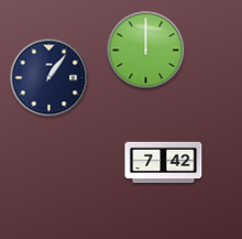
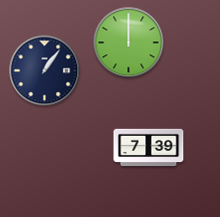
clock at (146, 51) position: (146, 51) -> (129, 43)
clock at (164, 163): 7:42 -> 7:39
